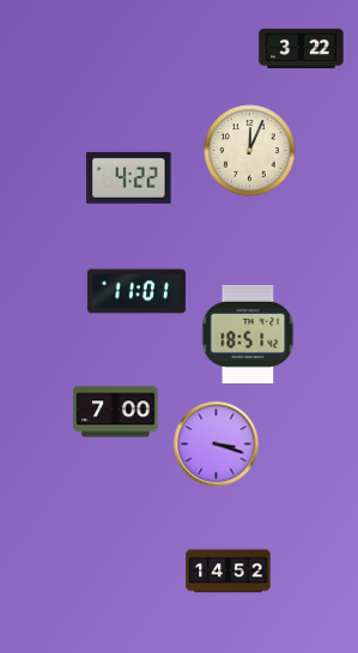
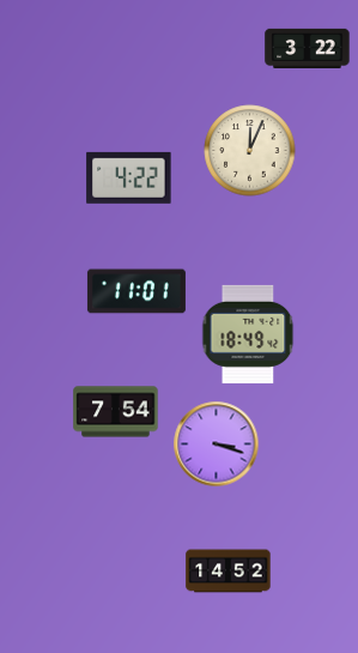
clock at (302, 48) position: (302, 48) -> (308, 48)
clock at (248, 334): 18:51 -> 18:49
clock at (116, 412): 7:00 -> 7:54
